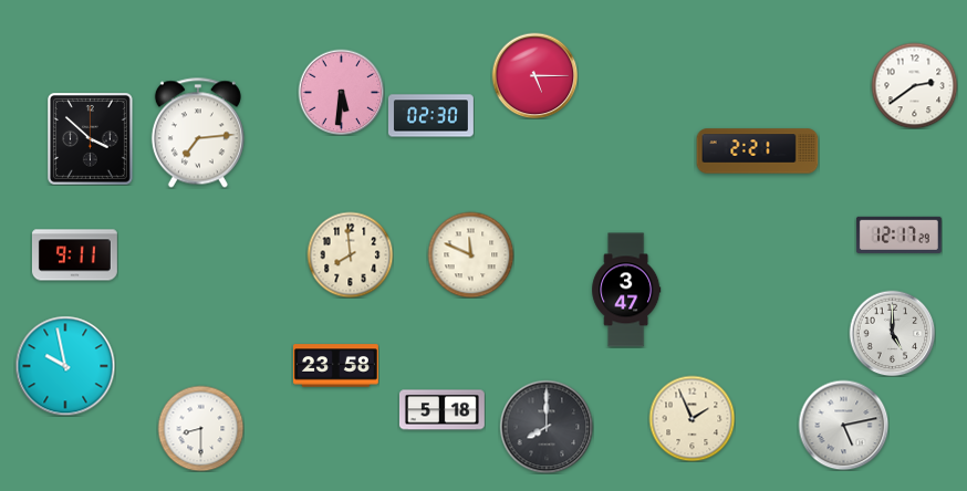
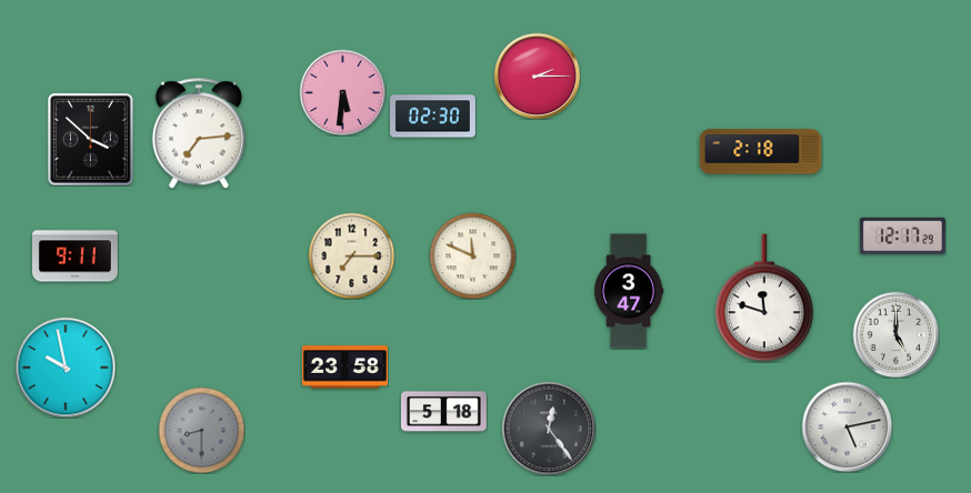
clock at (534, 75): 5:15 -> 2:15
clock at (914, 85): 2:39 -> none
clock at (758, 152): 2:21 -> 2:18
clock at (350, 254): 7:59 -> 7:15
clock at (764, 298): none -> 11:48
clock at (335, 366) position: (335, 366) -> (344, 368)
clock at (692, 418): 1:56 -> none
clock at (547, 427): 8:00 -> 12:24
clock at (200, 428) dial: white -> grey
